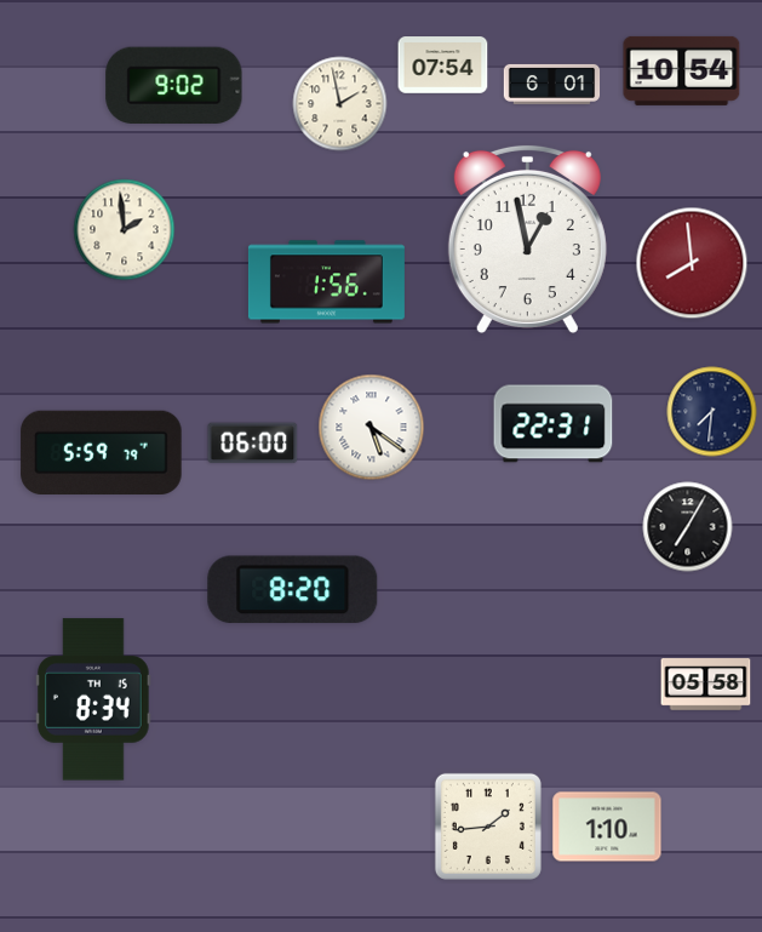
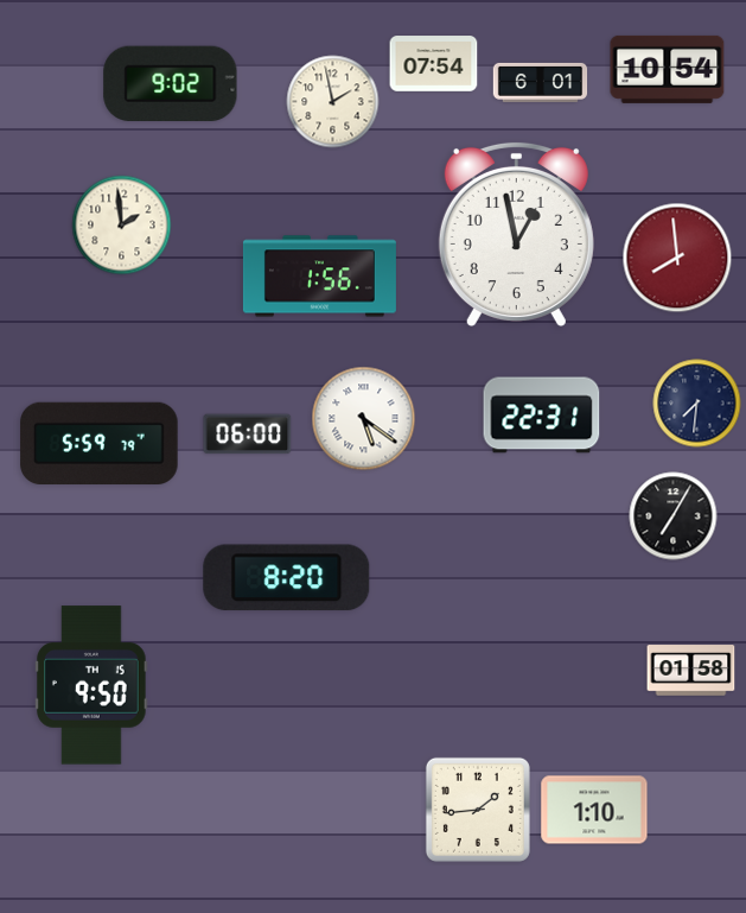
clock at (706, 685): 05:58 -> 01:58
clock at (94, 699): 8:34 -> 9:50
